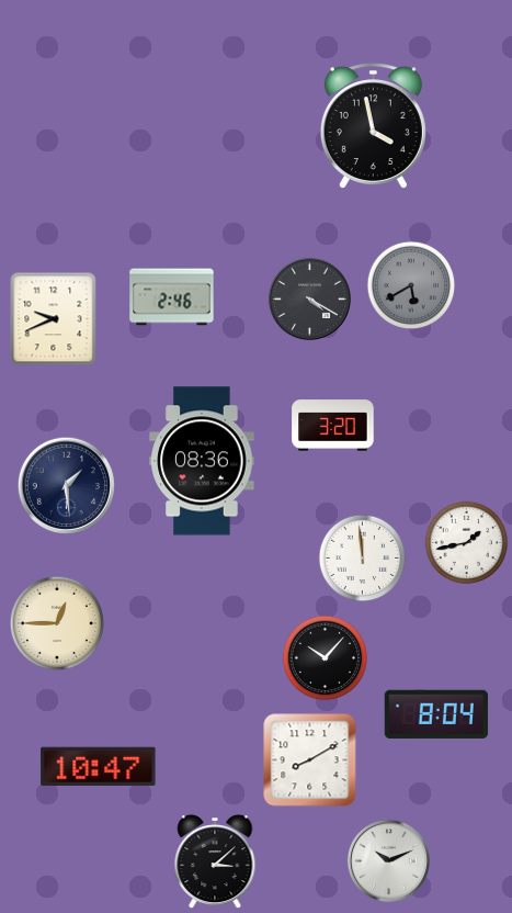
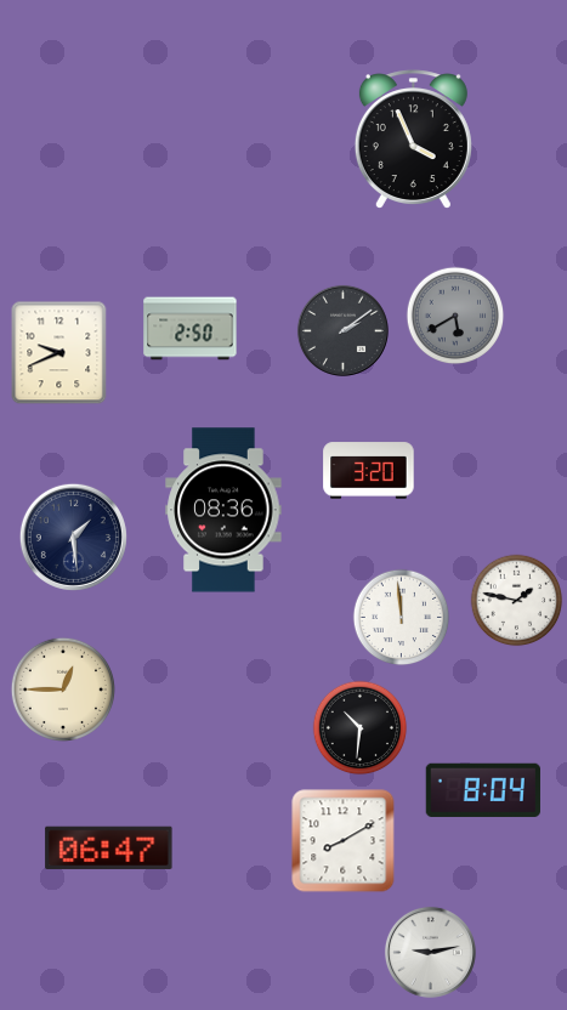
clock at (373, 125): 3:58 -> 3:56
clock at (172, 297): 2:46 -> 2:50
clock at (309, 298): 4:20 -> 2:09
clock at (467, 543): 1:43 -> 1:47
clock at (326, 658): 10:07 -> 10:31
clock at (99, 766): 10:47 -> 06:47
clock at (388, 860): 10:11 -> 9:13
clock at (215, 861): 3:08 -> none
